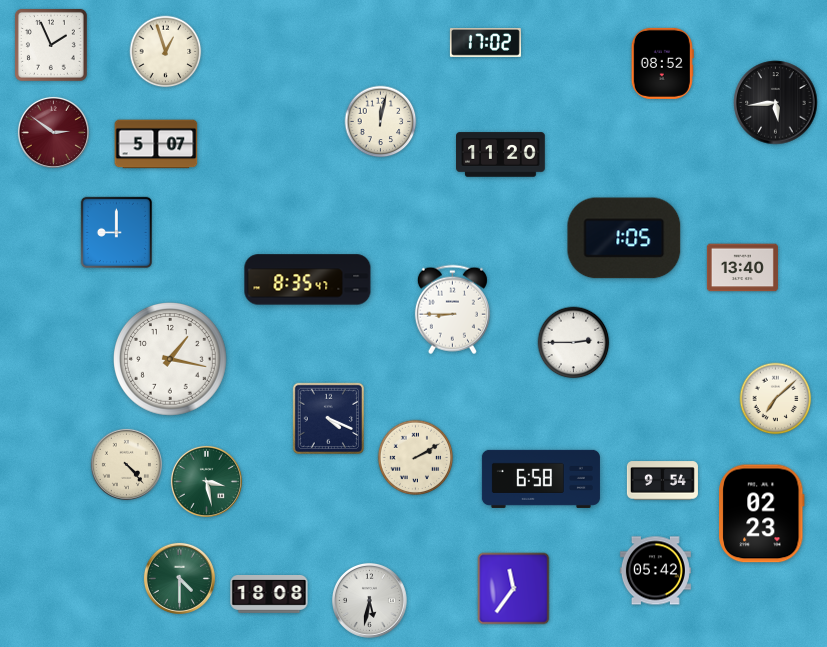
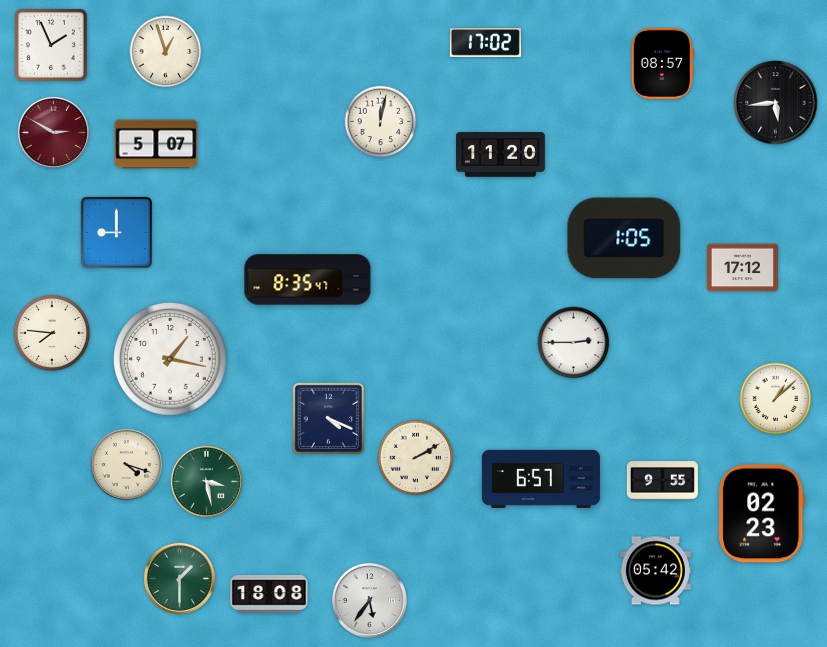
clock at (662, 63): 08:52 -> 08:57
clock at (53, 132): 2:51 -> 2:50
clock at (742, 268): 13:40 -> 17:12
clock at (452, 310): 8:45 -> none
clock at (51, 332): none -> 7:46
clock at (776, 399): 7:08 -> 1:08
clock at (126, 464): 4:23 -> 4:18
clock at (541, 479): 6:58 -> 6:57
clock at (662, 481): 9:54 -> 9:55
clock at (179, 578): 4:30 -> 1:30
clock at (514, 589): 11:36 -> none
clock at (369, 600): 5:32 -> 5:36
